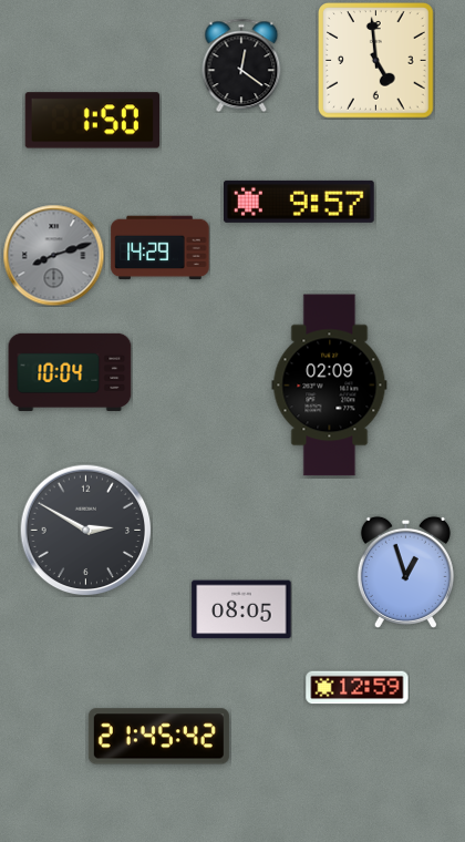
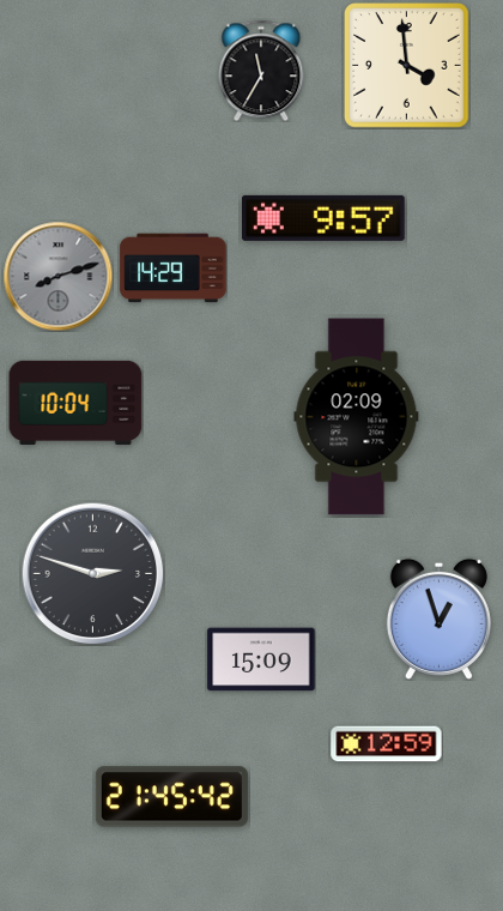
clock at (376, 61): 4:59 -> 3:59
clock at (241, 65): 12:21 -> 11:35
clock at (92, 121): 1:50 -> none
clock at (85, 530): 2:50 -> 2:48
clock at (241, 609): 08:05 -> 15:09
